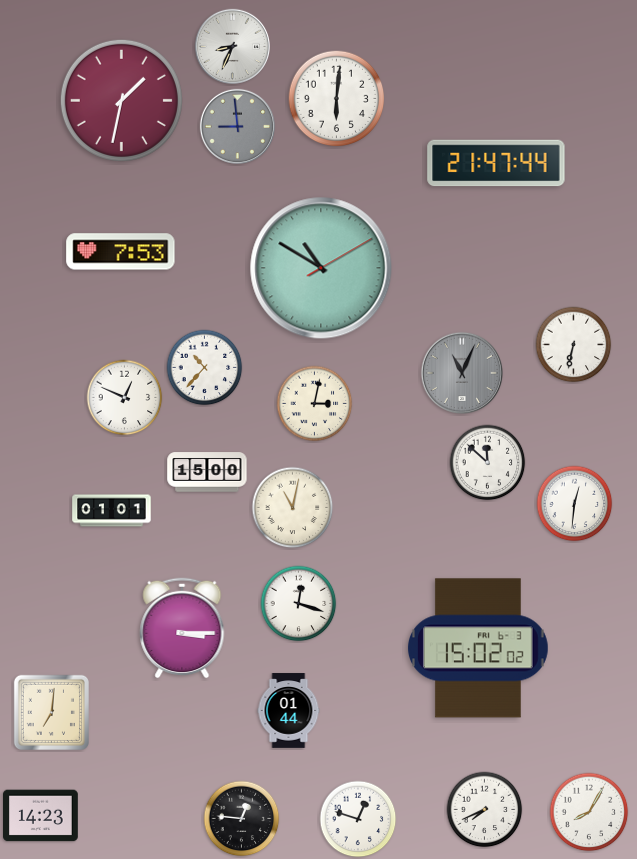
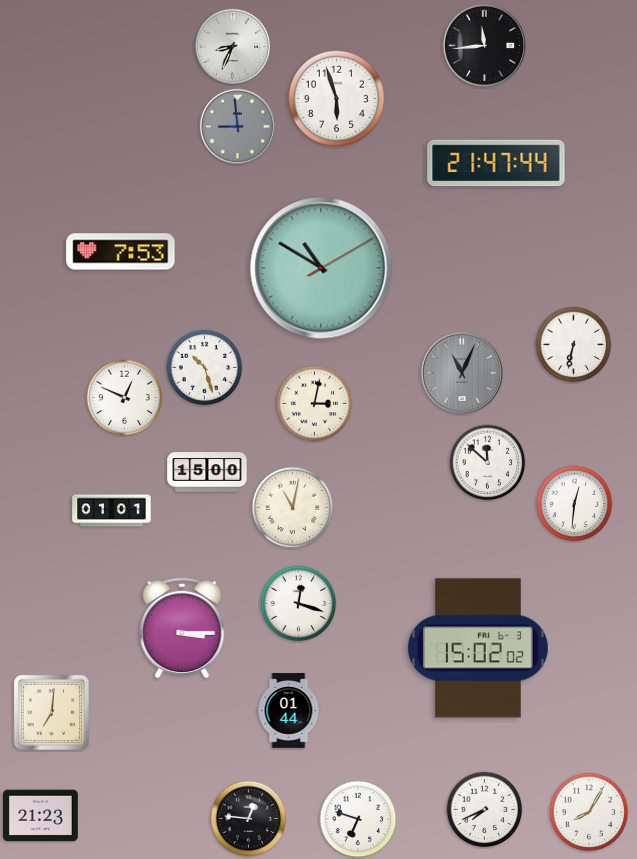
clock at (485, 46): none -> 11:44
clock at (337, 99): 6:01 -> 5:57
clock at (121, 100): 1:32 -> none
clock at (205, 368): 10:37 -> 10:27
clock at (41, 816): 14:23 -> 21:23
clock at (242, 819) position: (242, 819) -> (249, 819)
clock at (358, 819): 12:48 -> 6:48
